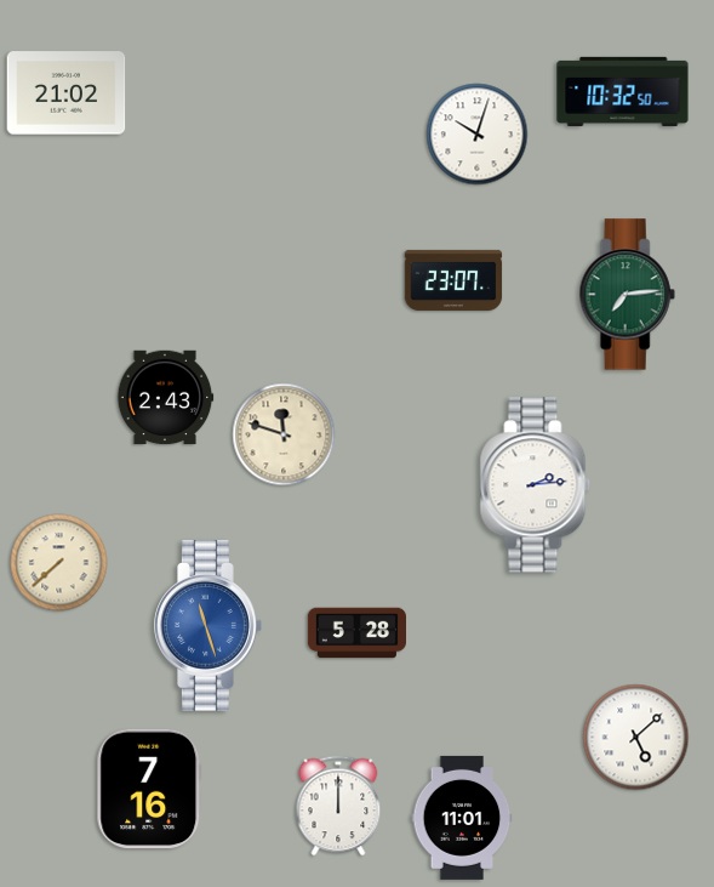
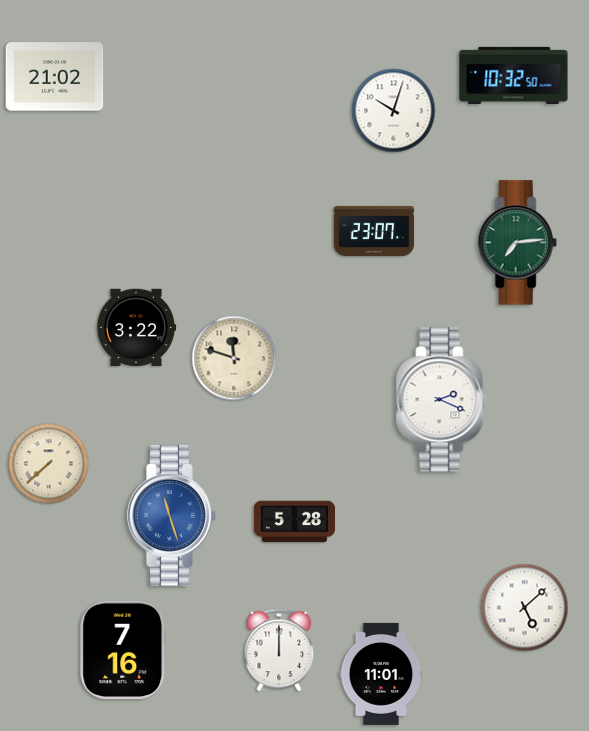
clock at (165, 398): 2:43 -> 3:22
clock at (536, 485): 2:14 -> 2:19
clock at (338, 806) position: (338, 806) -> (279, 650)
